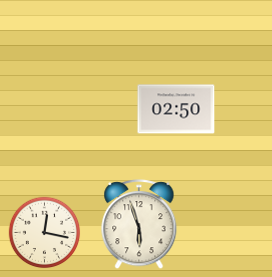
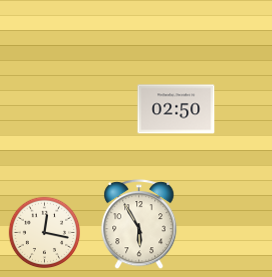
clock at (139, 225): 5:57 -> 5:55
